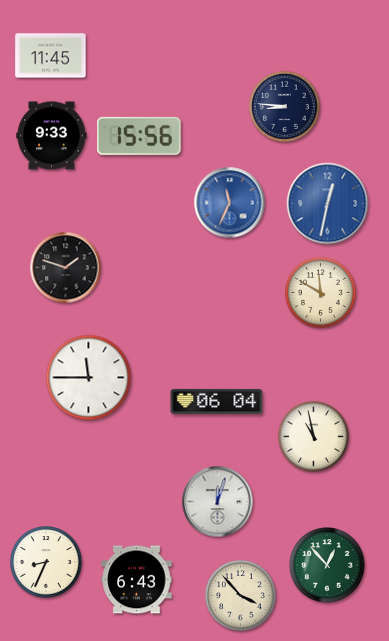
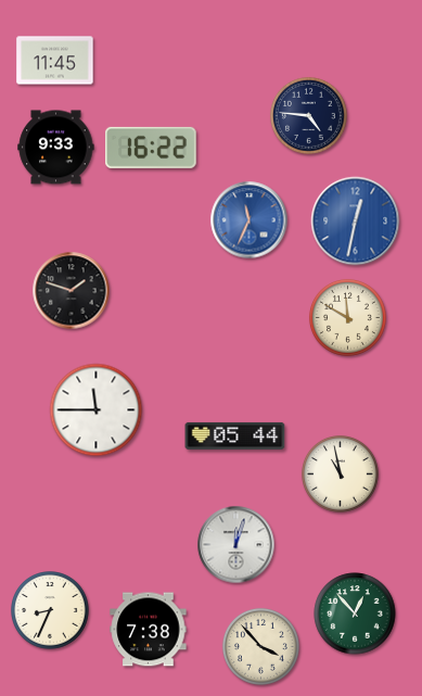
clock at (284, 106): 8:46 -> 4:46
clock at (140, 136): 15:56 -> 16:22
clock at (217, 401): 06:04 -> 05:44
clock at (137, 580): 6:43 -> 7:38
